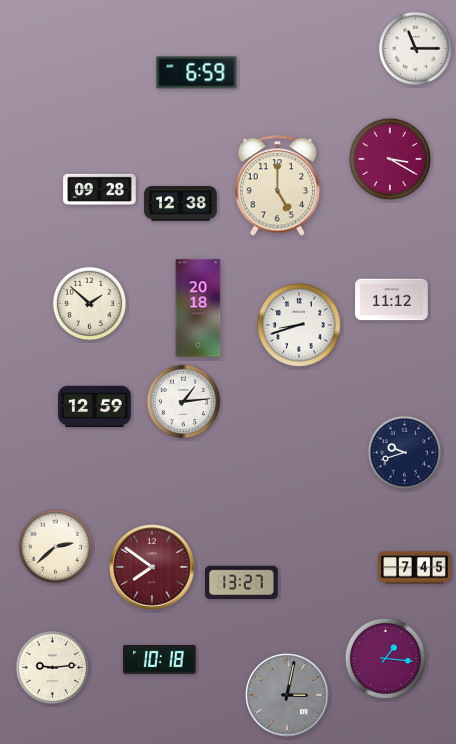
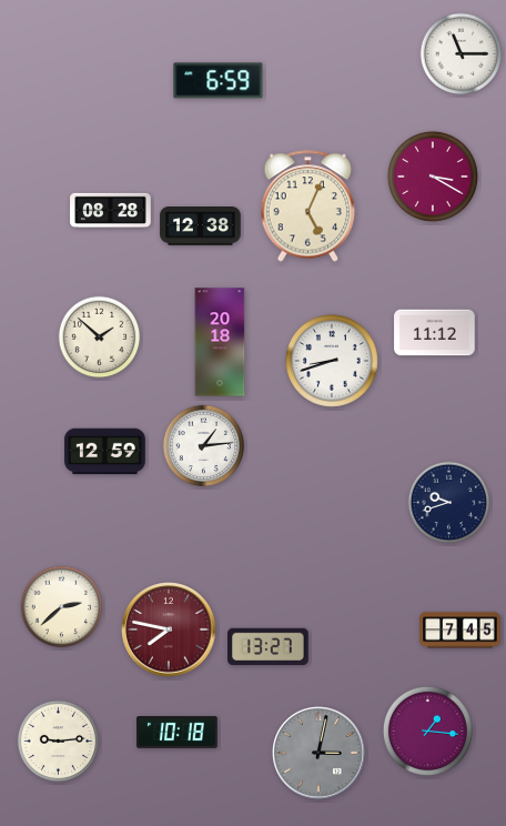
clock at (277, 186): 5:00 -> 5:04
clock at (100, 189): 09:28 -> 08:28
clock at (152, 567): 7:51 -> 7:47
clock at (287, 695) position: (287, 695) -> (318, 753)
